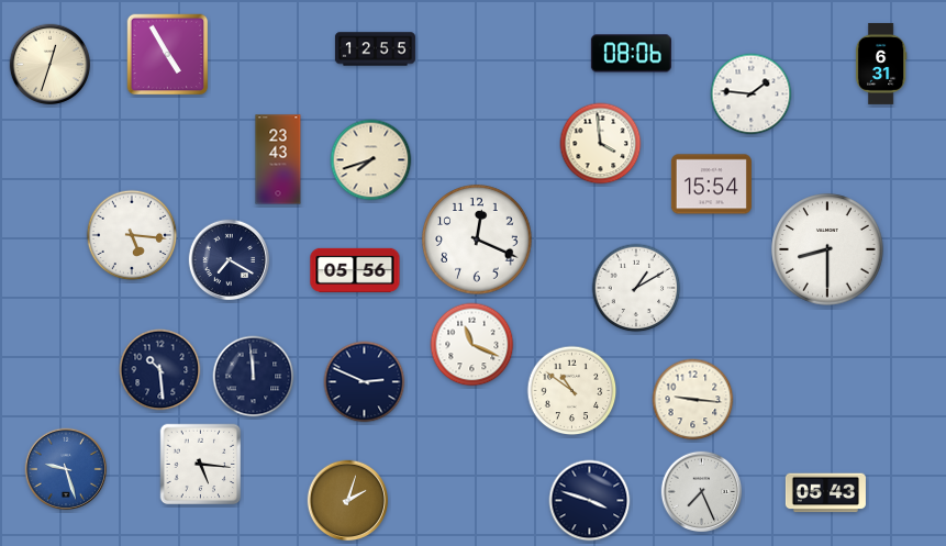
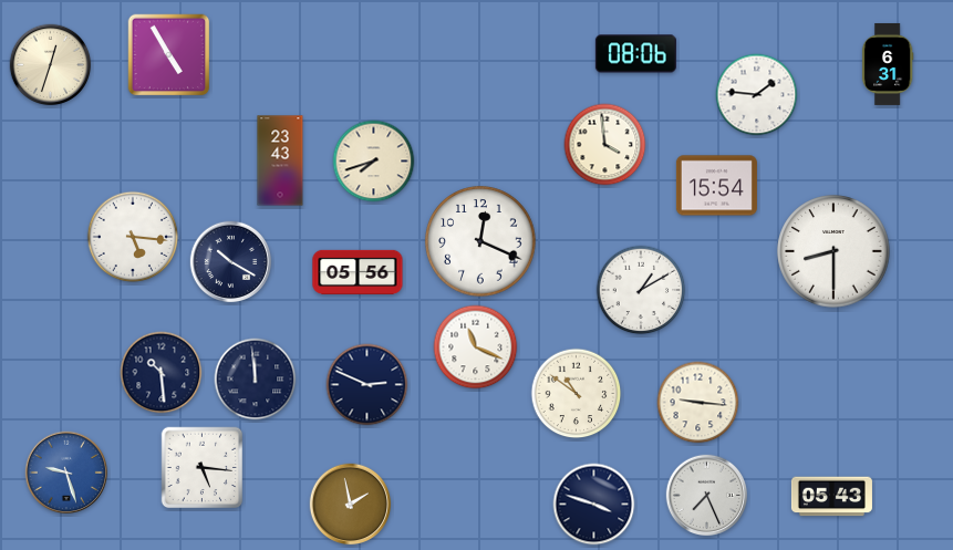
clock at (375, 49): 12:55 -> none
clock at (230, 260): 7:20 -> 10:20
clock at (348, 501): 2:03 -> 1:58
